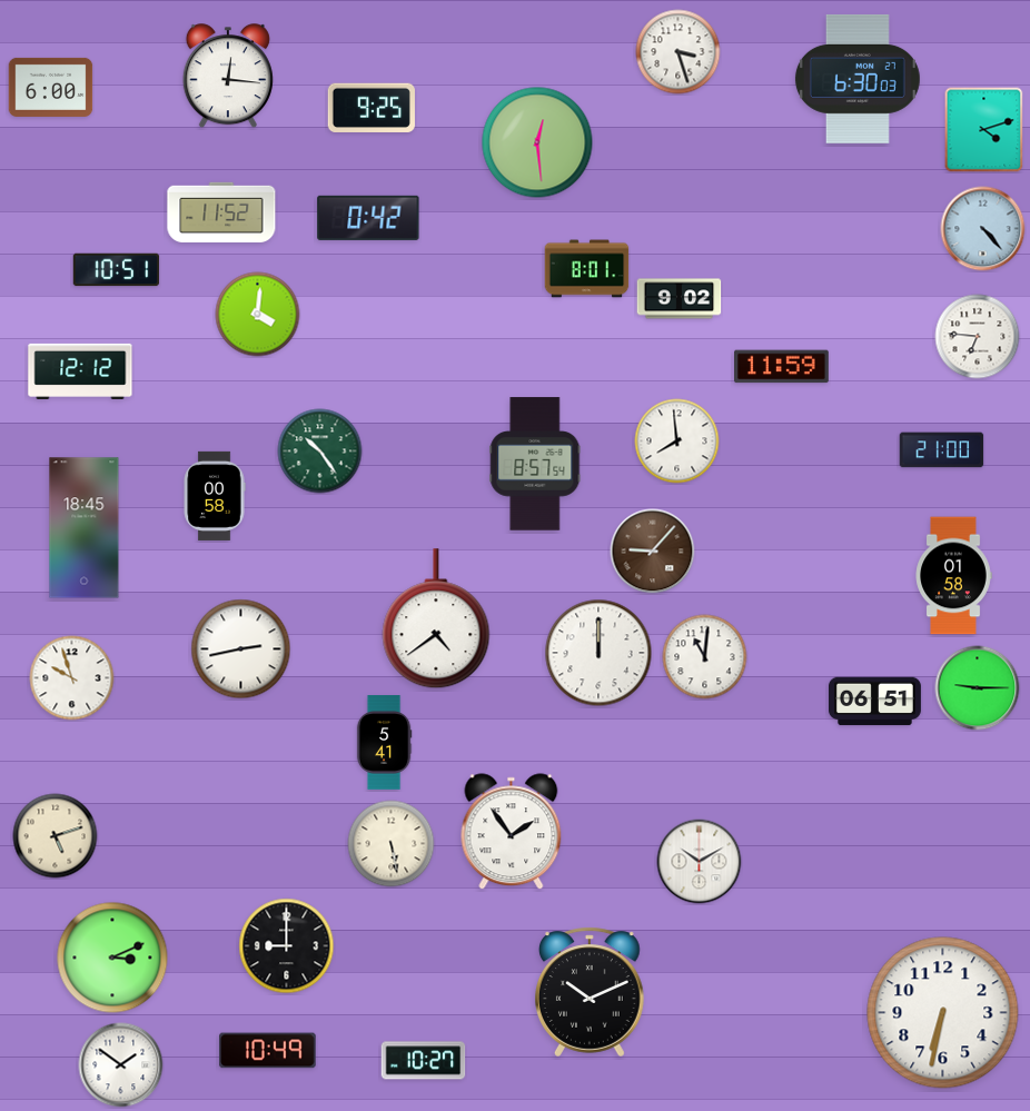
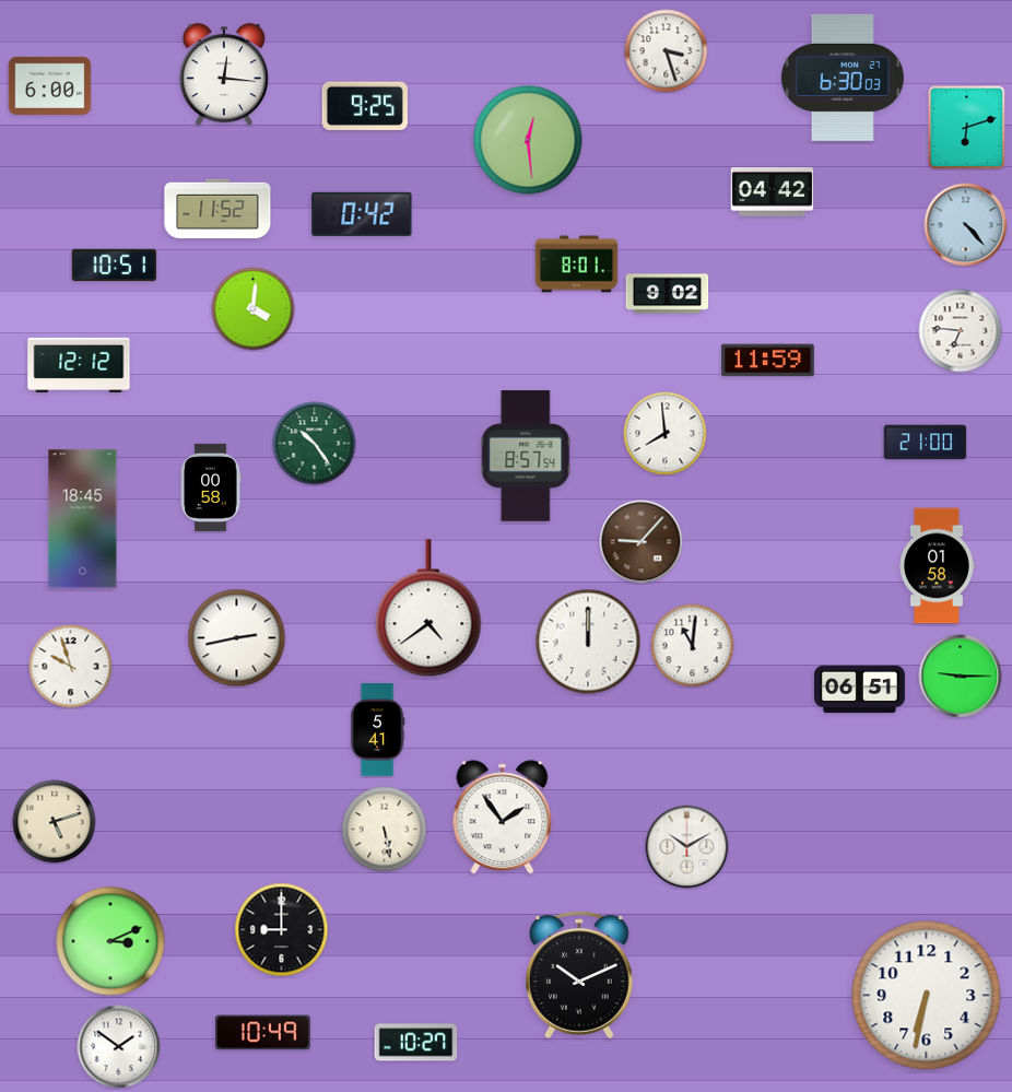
clock at (984, 130): 4:12 -> 6:12
clock at (773, 191): none -> 04:42
